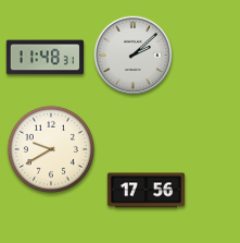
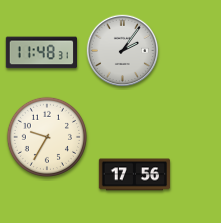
clock at (134, 56): 2:08 -> 2:06
clock at (51, 149): 9:40 -> 9:35
